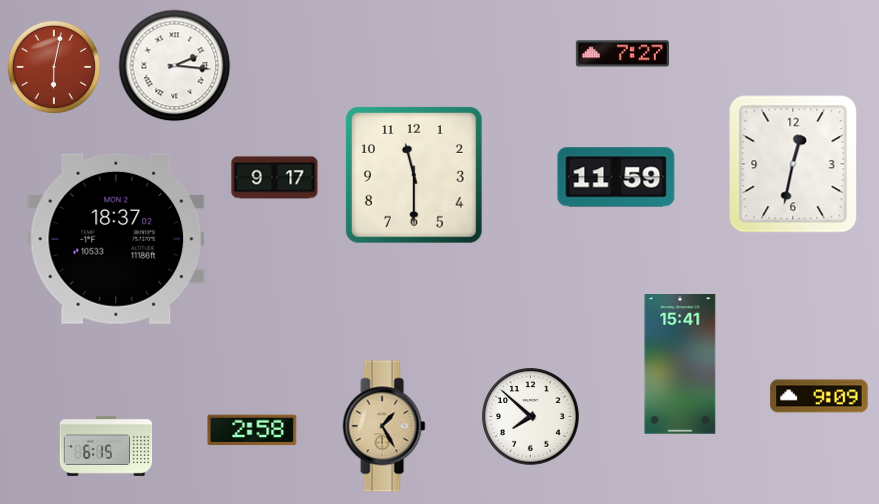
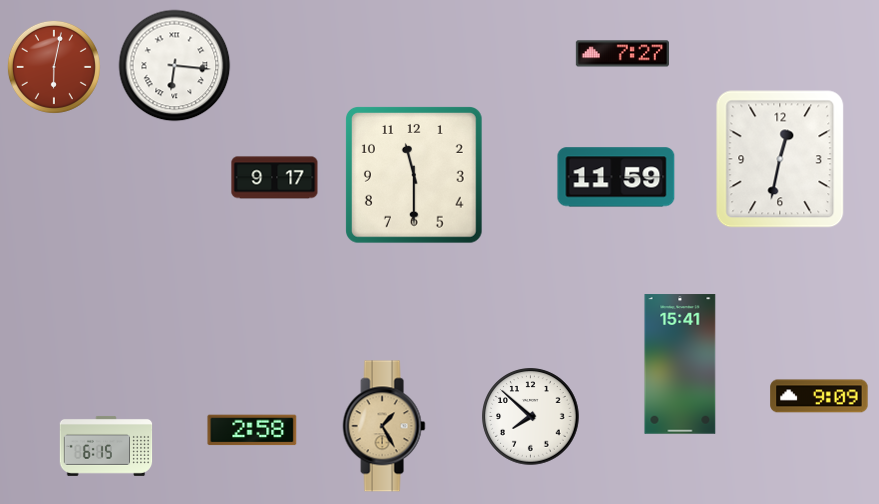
clock at (175, 66): 2:16 -> 6:16
clock at (793, 164) position: (793, 164) -> (780, 159)
clock at (116, 239): 18:37 -> none
